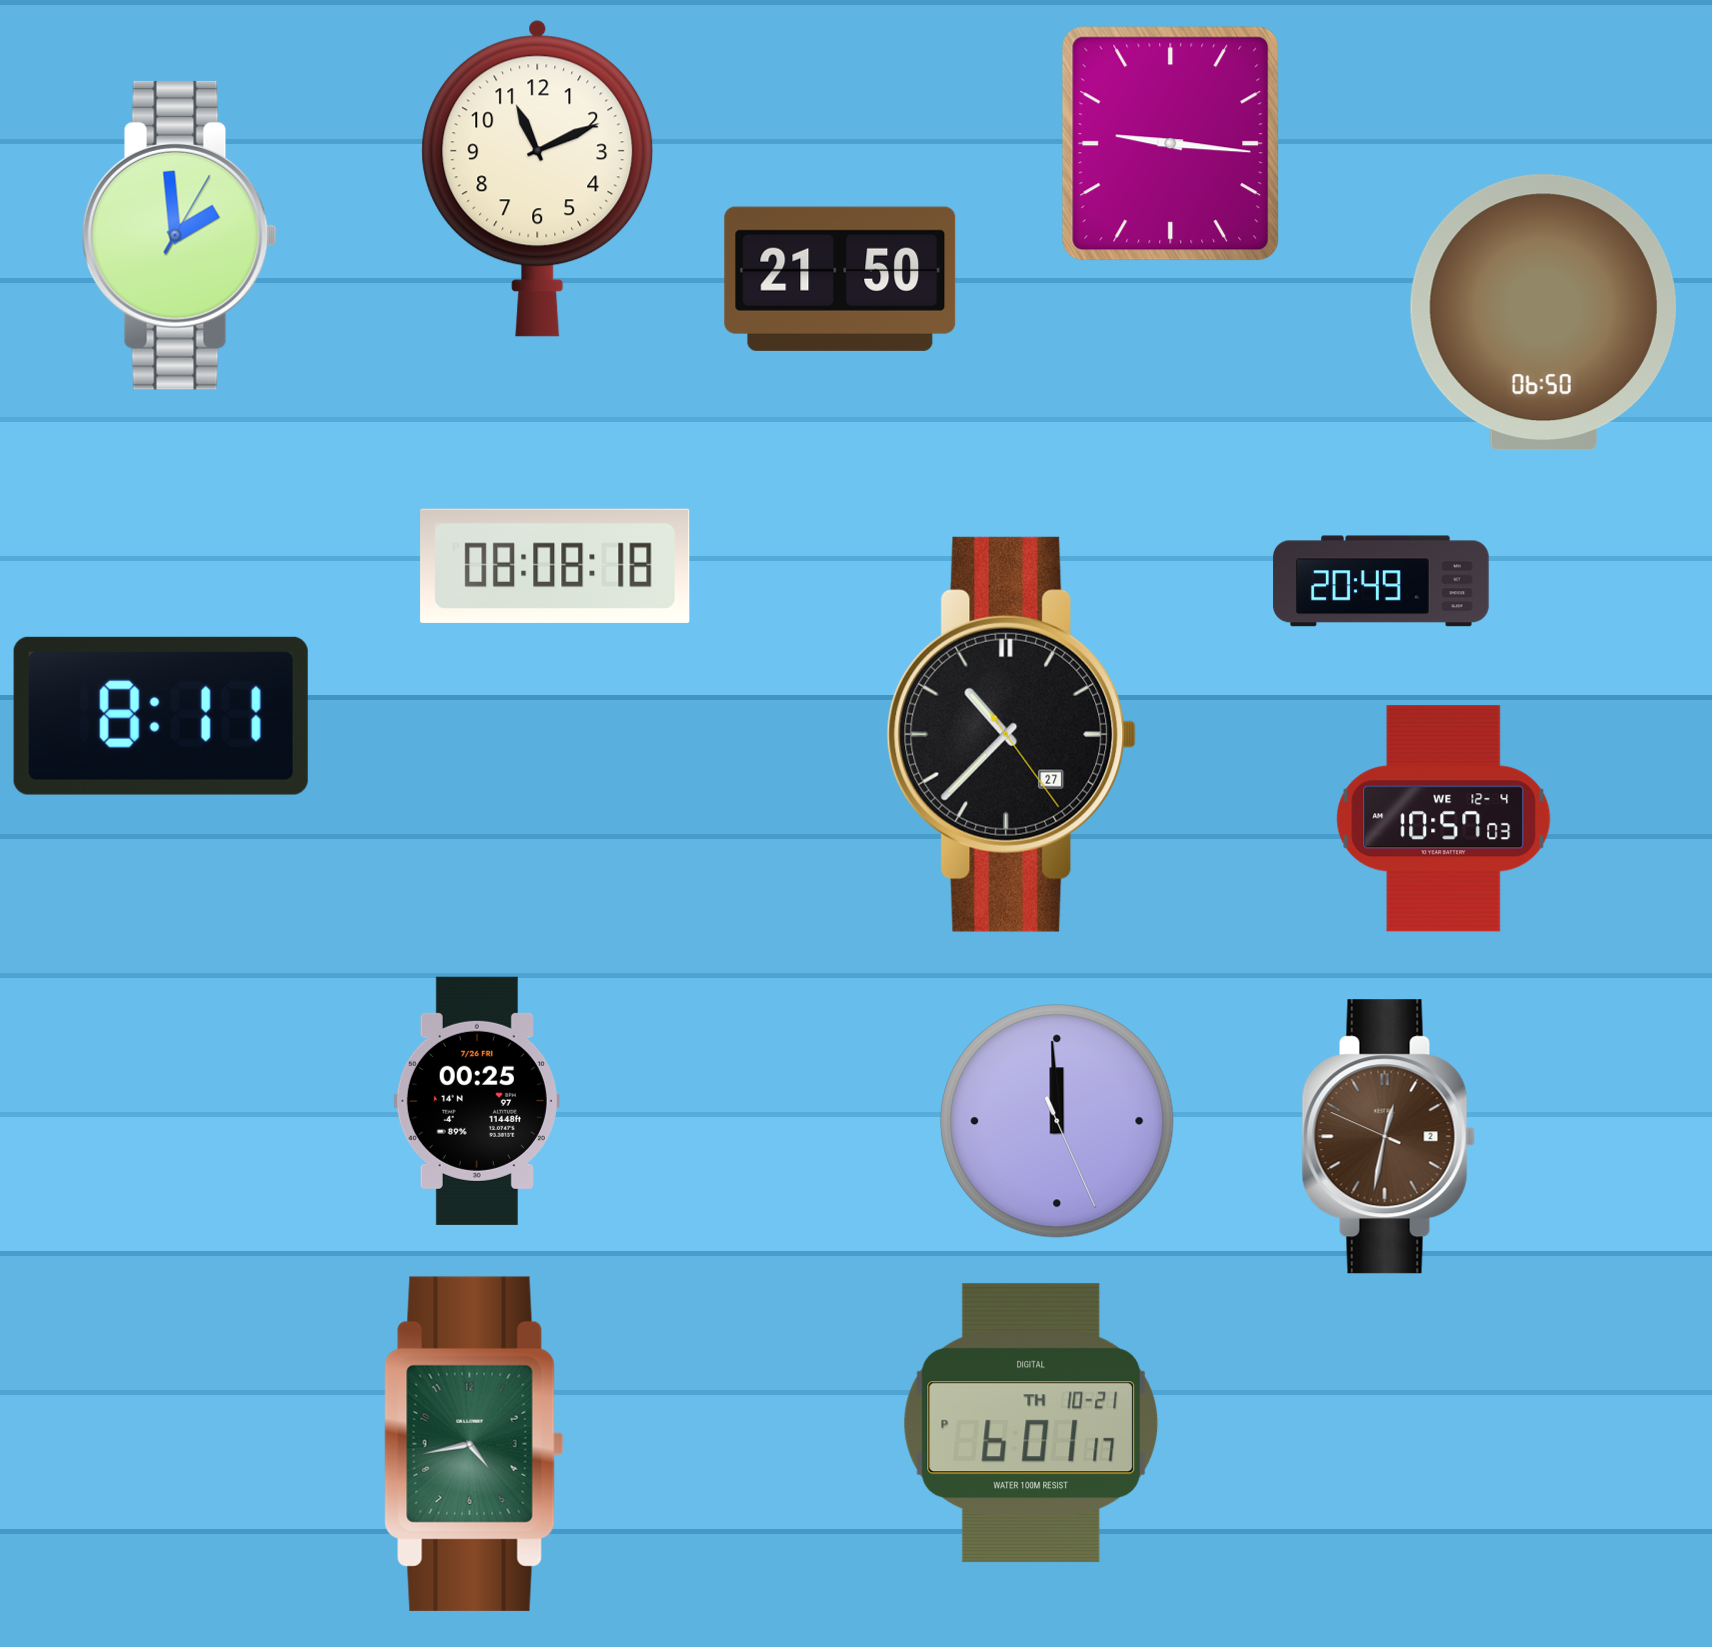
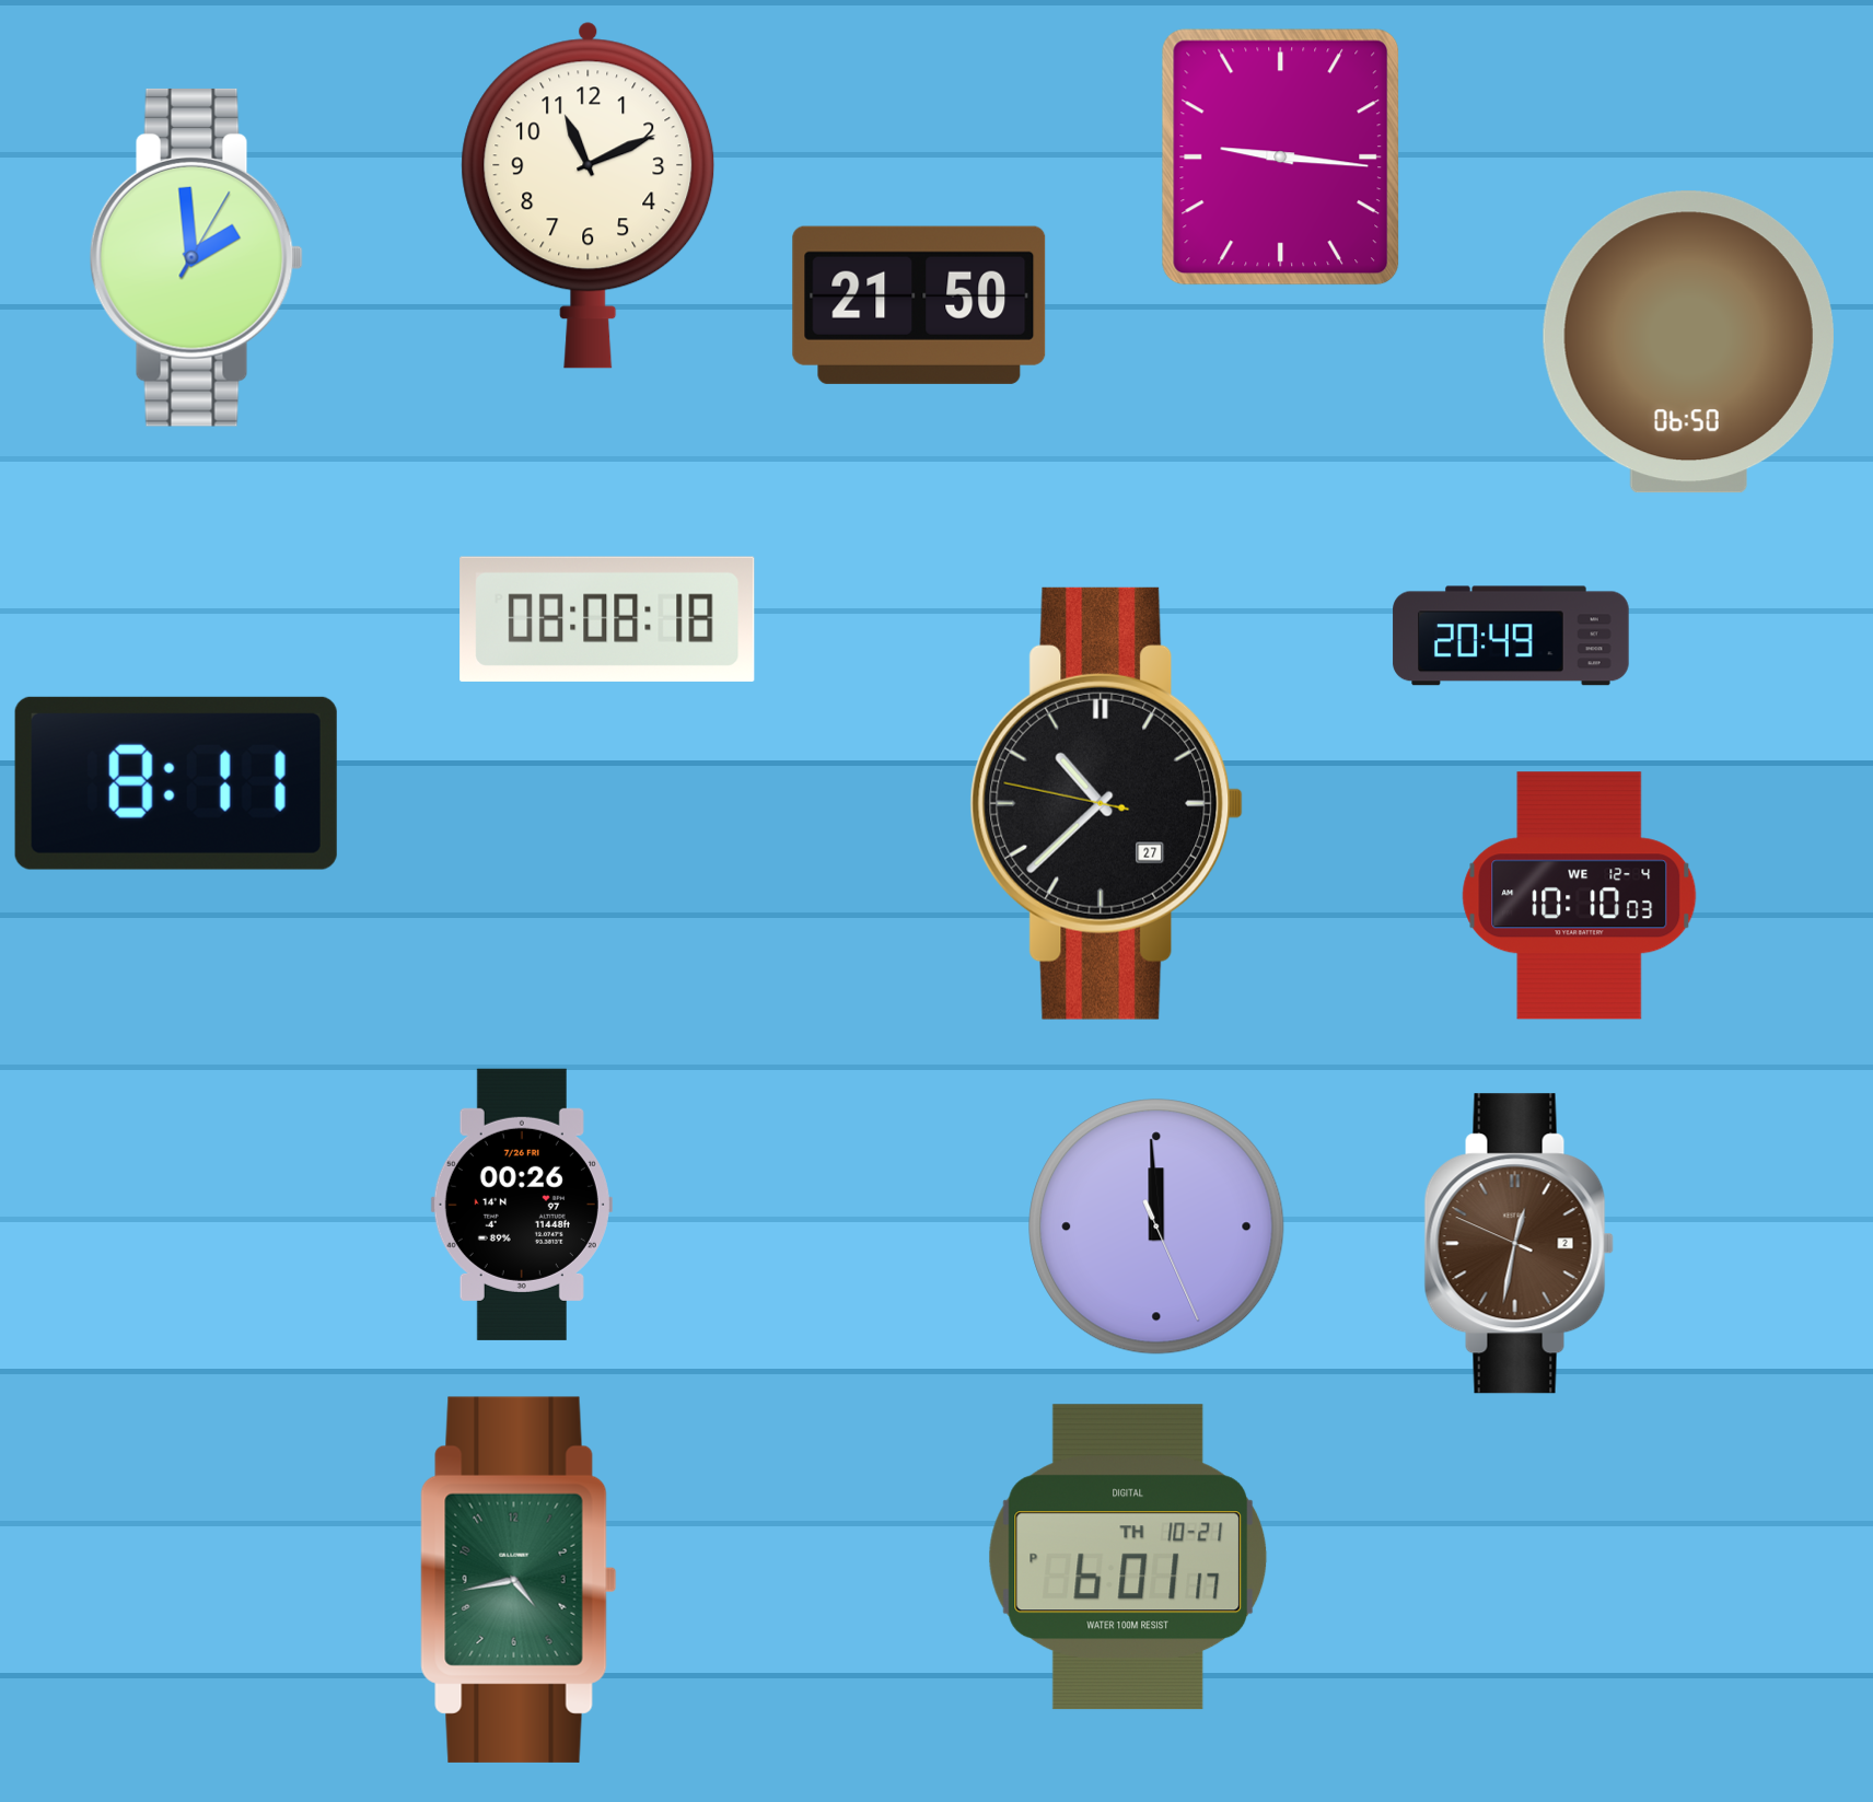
clock at (1012, 734): 10:37:24 -> 10:37:47
clock at (1444, 819): 10:57 -> 10:10
clock at (477, 1101): 00:25 -> 00:26
